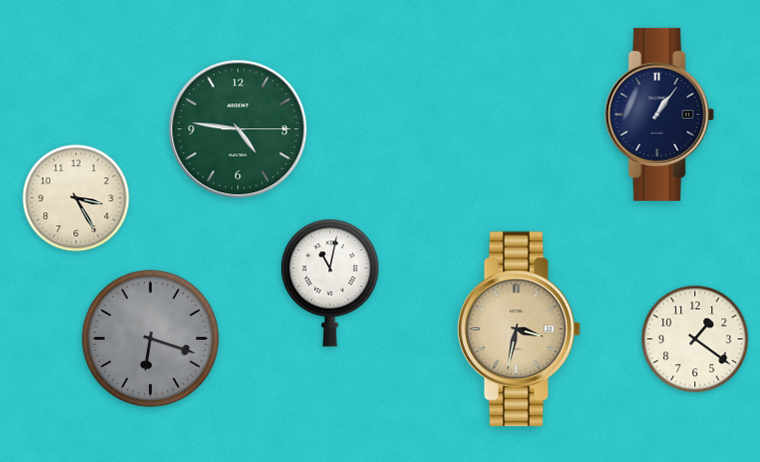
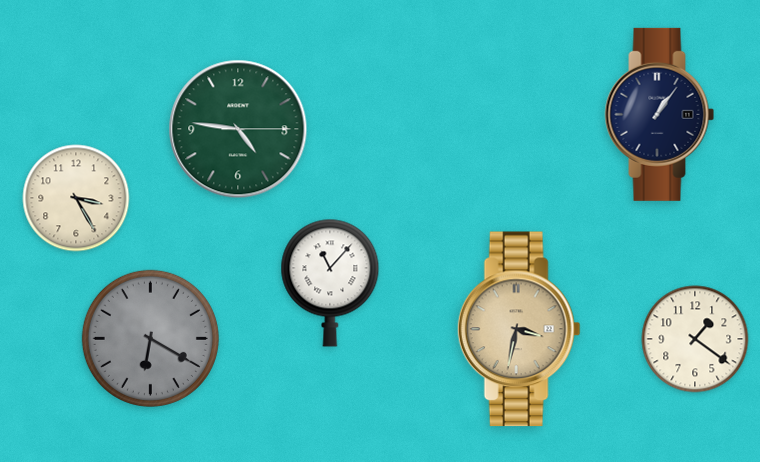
clock at (330, 283): 11:02 -> 11:07
clock at (150, 338): 6:18 -> 6:20
